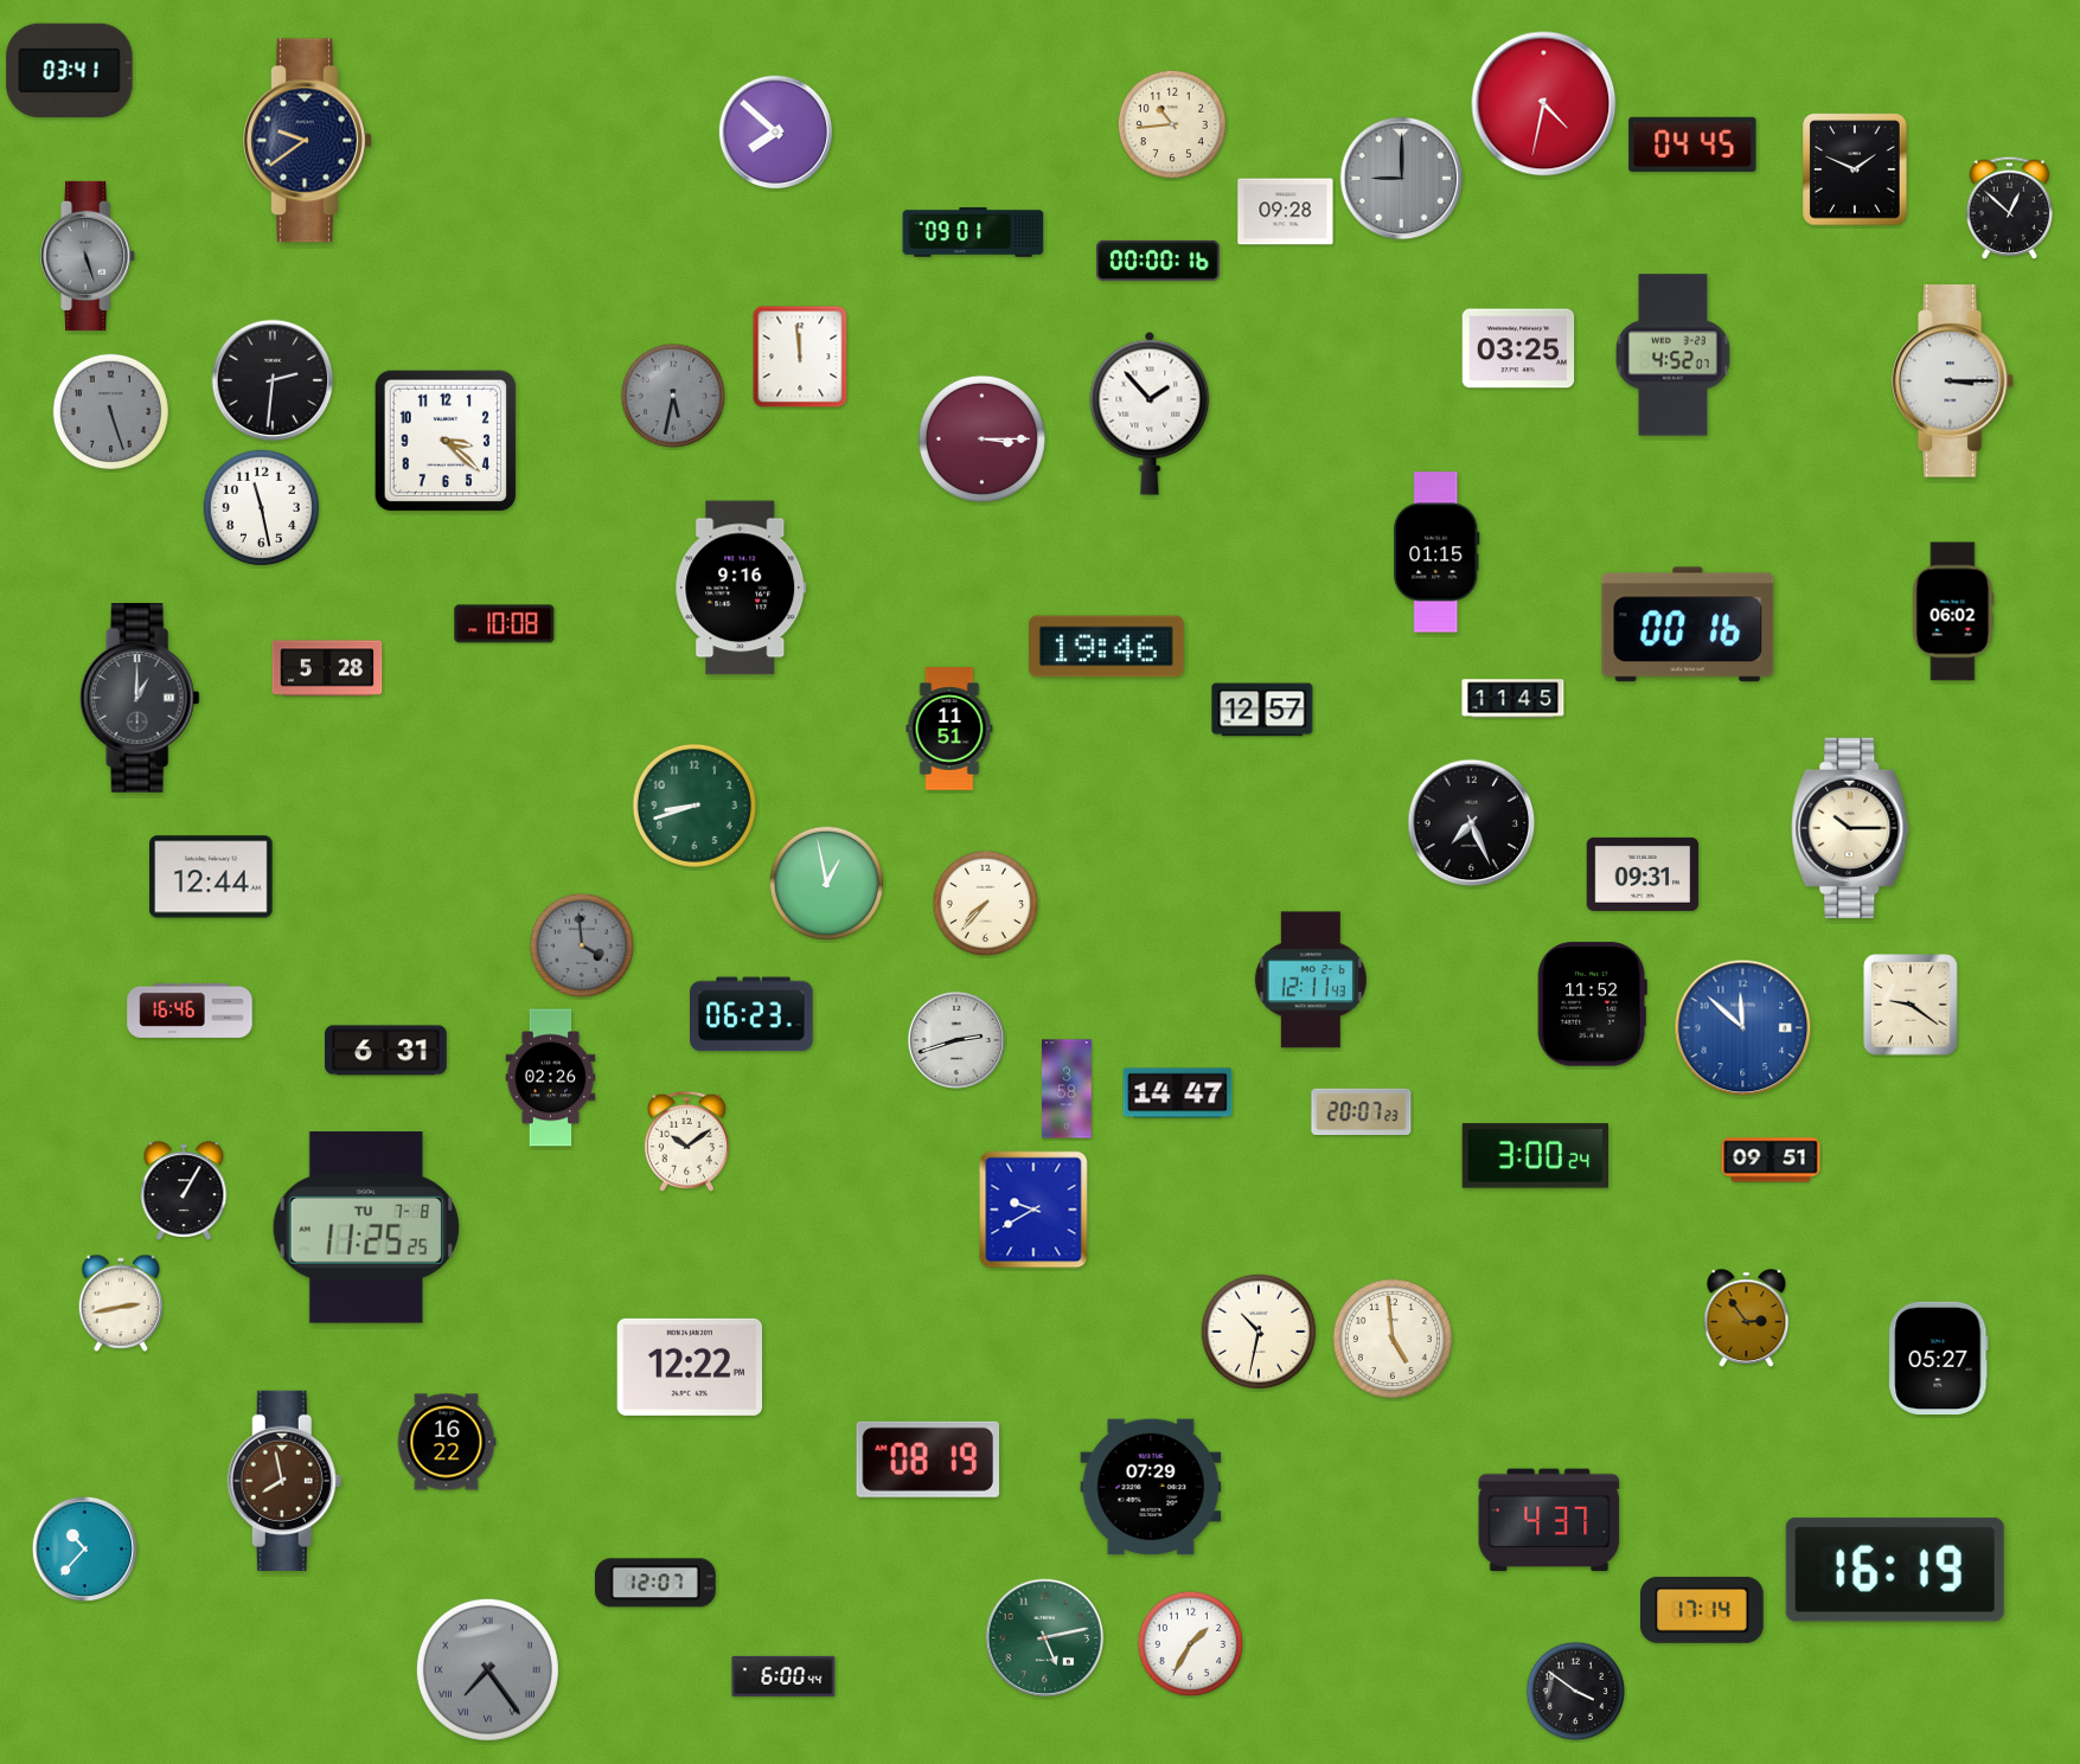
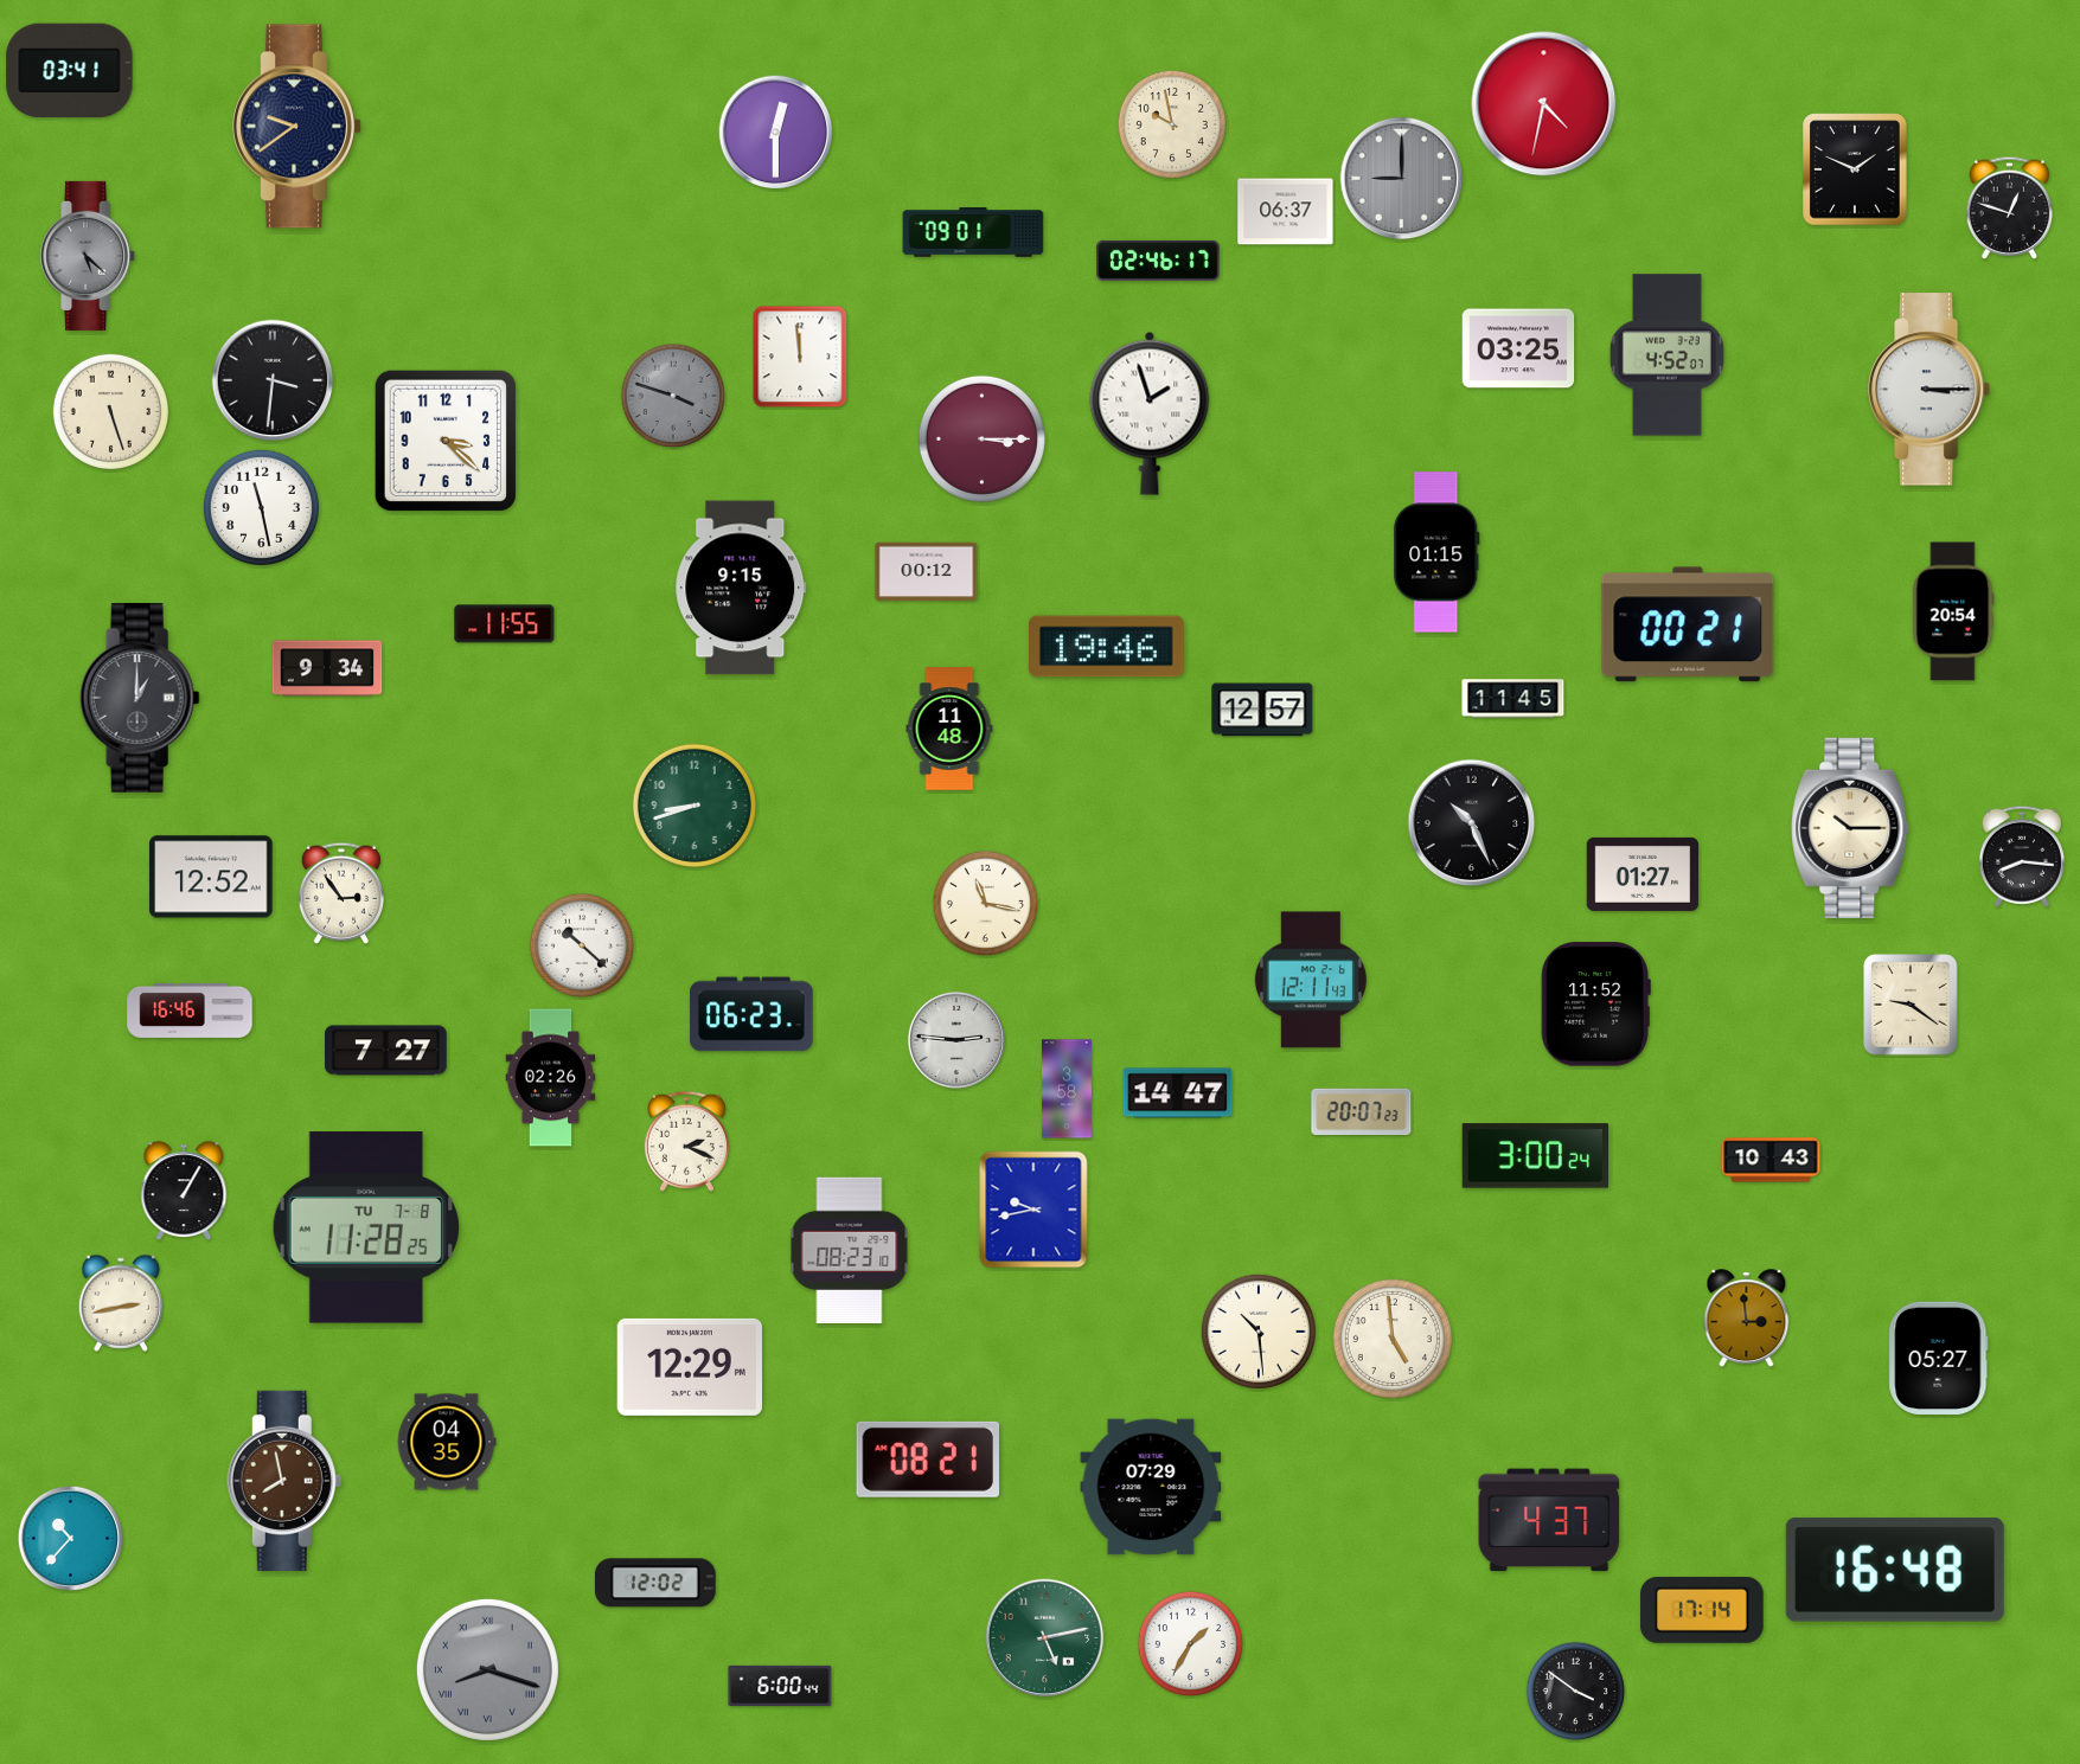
clock at (1171, 123): 10:44 -> 9:58
clock at (776, 133): 7:52 -> 12:30
clock at (308, 141) position: (308, 141) -> (297, 127)
clock at (1692, 145): 04:45 -> none
clock at (2010, 207): 12:52 -> 12:48
clock at (1286, 212): 09:28 -> 06:37
clock at (89, 256): 5:27 -> 5:22
clock at (1158, 261): 00:00 -> 02:46
clock at (1672, 355) position: (1672, 355) -> (1666, 355)
clock at (273, 380): 2:31 -> 3:31
clock at (1953, 381) position: (1953, 381) -> (1929, 390)
clock at (673, 396): 5:32 -> 3:48
clock at (110, 411) dial: grey -> cream
clock at (1150, 413): 1:53 -> 1:57
clock at (927, 572): none -> 00:12
clock at (741, 588): 9:16 -> 9:15
clock at (1953, 611): 06:02 -> 20:54
clock at (505, 624): 10:08 -> 11:55
clock at (1688, 624): 00:16 -> 00:21
clock at (327, 668): 5:28 -> 9:34
clock at (949, 729): 11:51 -> 11:48
clock at (1472, 823): 7:26 -> 10:26
clock at (2022, 857): none -> 8:16
clock at (1643, 874): 09:31 -> 01:27
clock at (211, 877): 12:44 -> 12:52
clock at (826, 883): 12:58 -> none
clock at (341, 893): none -> 2:54
clock at (986, 904): 7:37 -> 11:17
clock at (582, 945): 3:59 -> 10:22
clock at (582, 945) dial: grey -> white
clock at (1592, 1005) position: (1592, 1005) -> (1595, 1005)
clock at (1743, 1028): 11:52 -> none
clock at (956, 1040): 2:42 -> 2:46
clock at (386, 1051): 6:31 -> 7:27
clock at (686, 1141): 10:09 -> 2:19
clock at (1771, 1160): 09:51 -> 10:43
clock at (1033, 1210): 9:40 -> 9:43
clock at (366, 1227): 11:25 -> 11:28
clock at (850, 1250): none -> 08:23
clock at (1747, 1319): 2:54 -> 2:59
clock at (1259, 1332): 10:32 -> 10:29
clock at (689, 1367): 12:22 -> 12:29
clock at (447, 1442): 16:22 -> 04:35
clock at (928, 1460): 08:19 -> 08:21
clock at (84, 1548) position: (84, 1548) -> (70, 1538)
clock at (1895, 1570): 16:19 -> 16:48
clock at (655, 1583): 12:07 -> 12:02
clock at (487, 1669): 7:24 -> 8:18
clock at (783, 1676) position: (783, 1676) -> (780, 1686)
